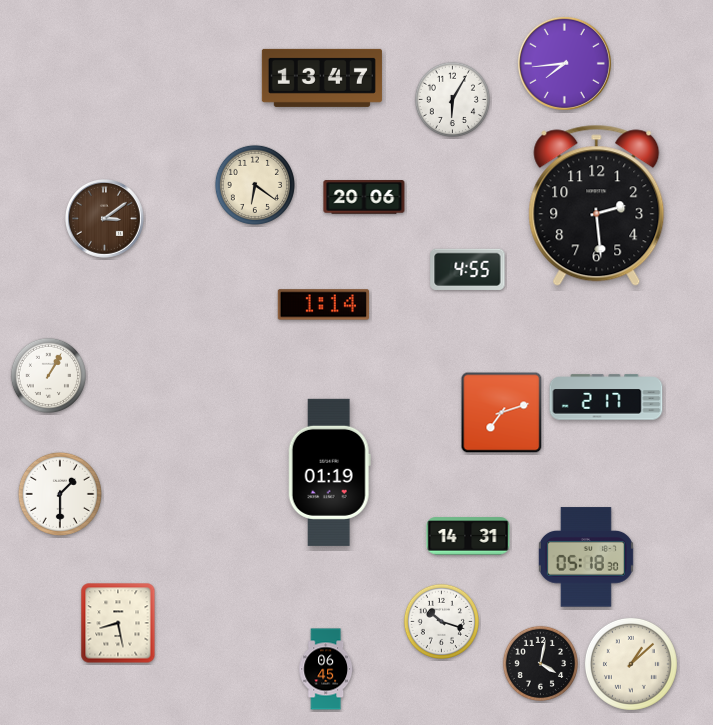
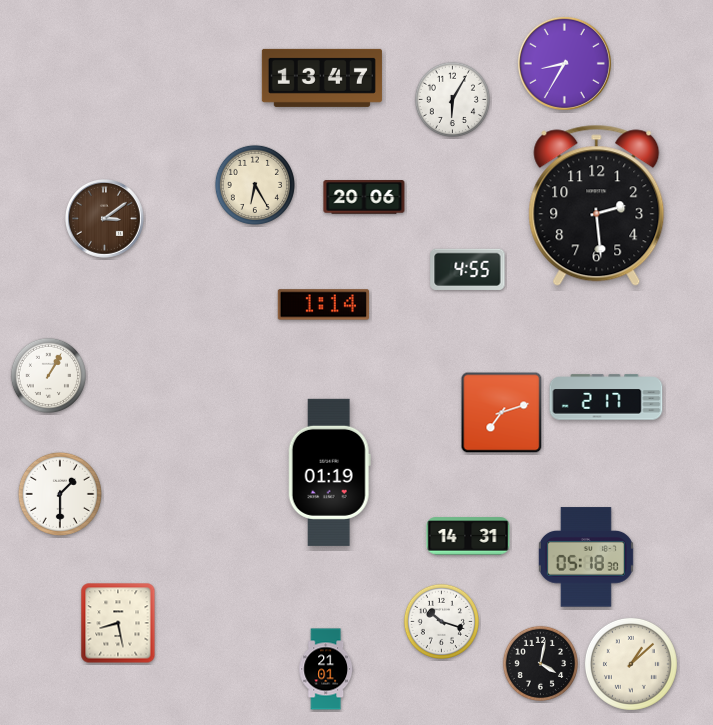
clock at (564, 63): 7:44 -> 8:35
clock at (255, 185): 6:21 -> 6:25
clock at (326, 669): 06:45 -> 21:01
